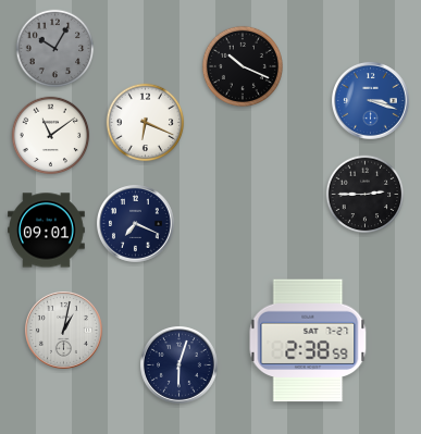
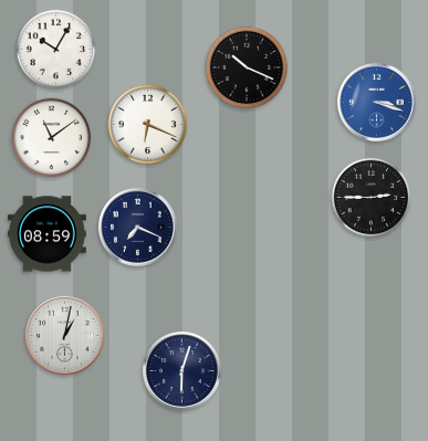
clock at (55, 49) dial: grey -> white
clock at (47, 231): 09:01 -> 08:59
clock at (308, 340): 2:38 -> none
